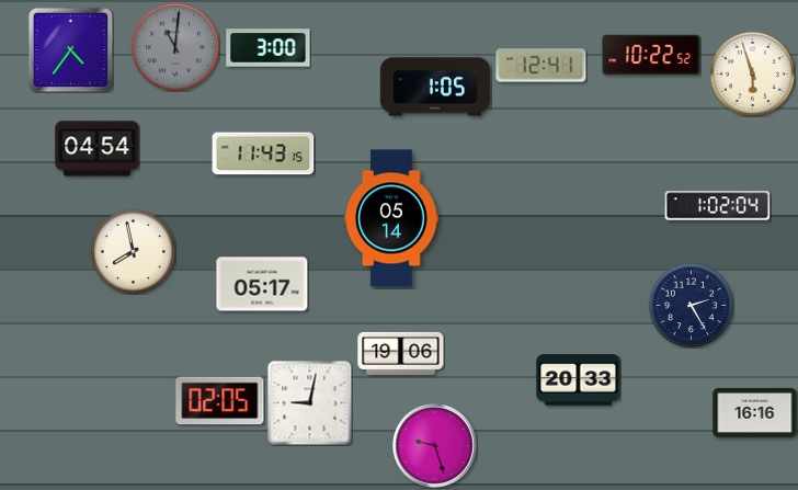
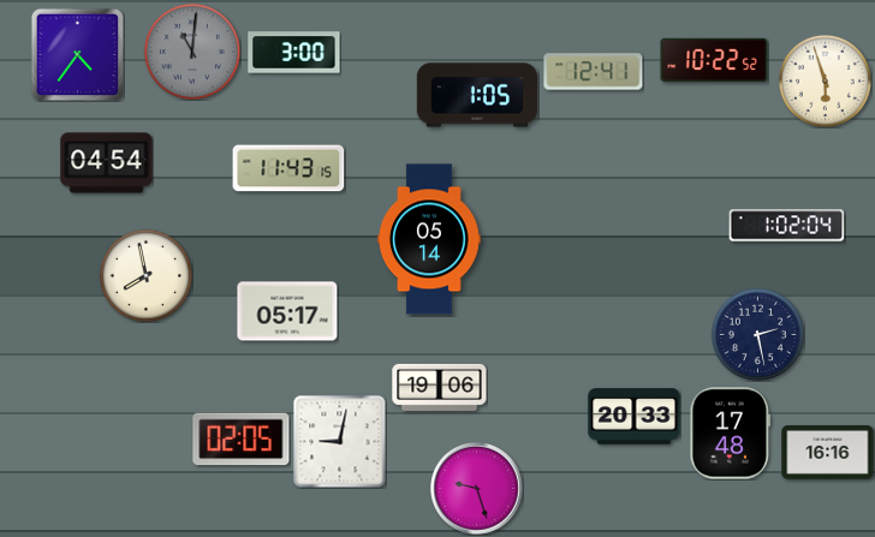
clock at (691, 305): 2:25 -> 2:28
clock at (731, 434): none -> 17:48
